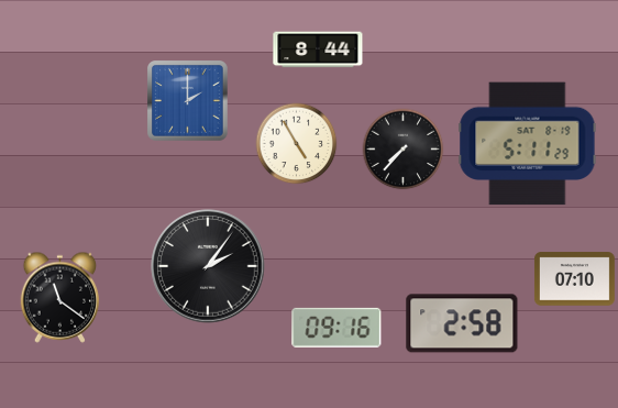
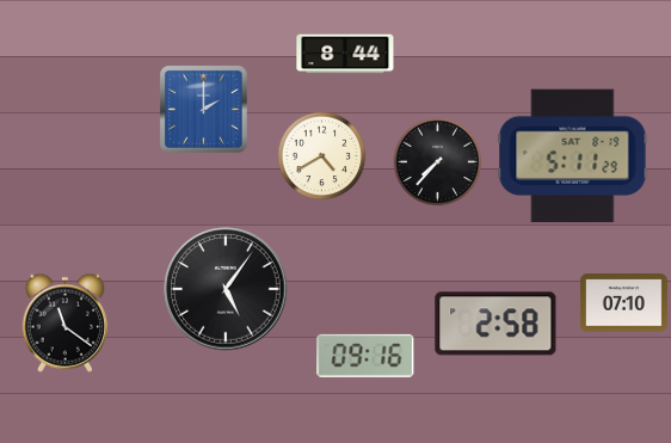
clock at (297, 144): 4:55 -> 4:40
clock at (208, 266): 2:06 -> 5:06
clock at (462, 323) position: (462, 323) -> (495, 324)
